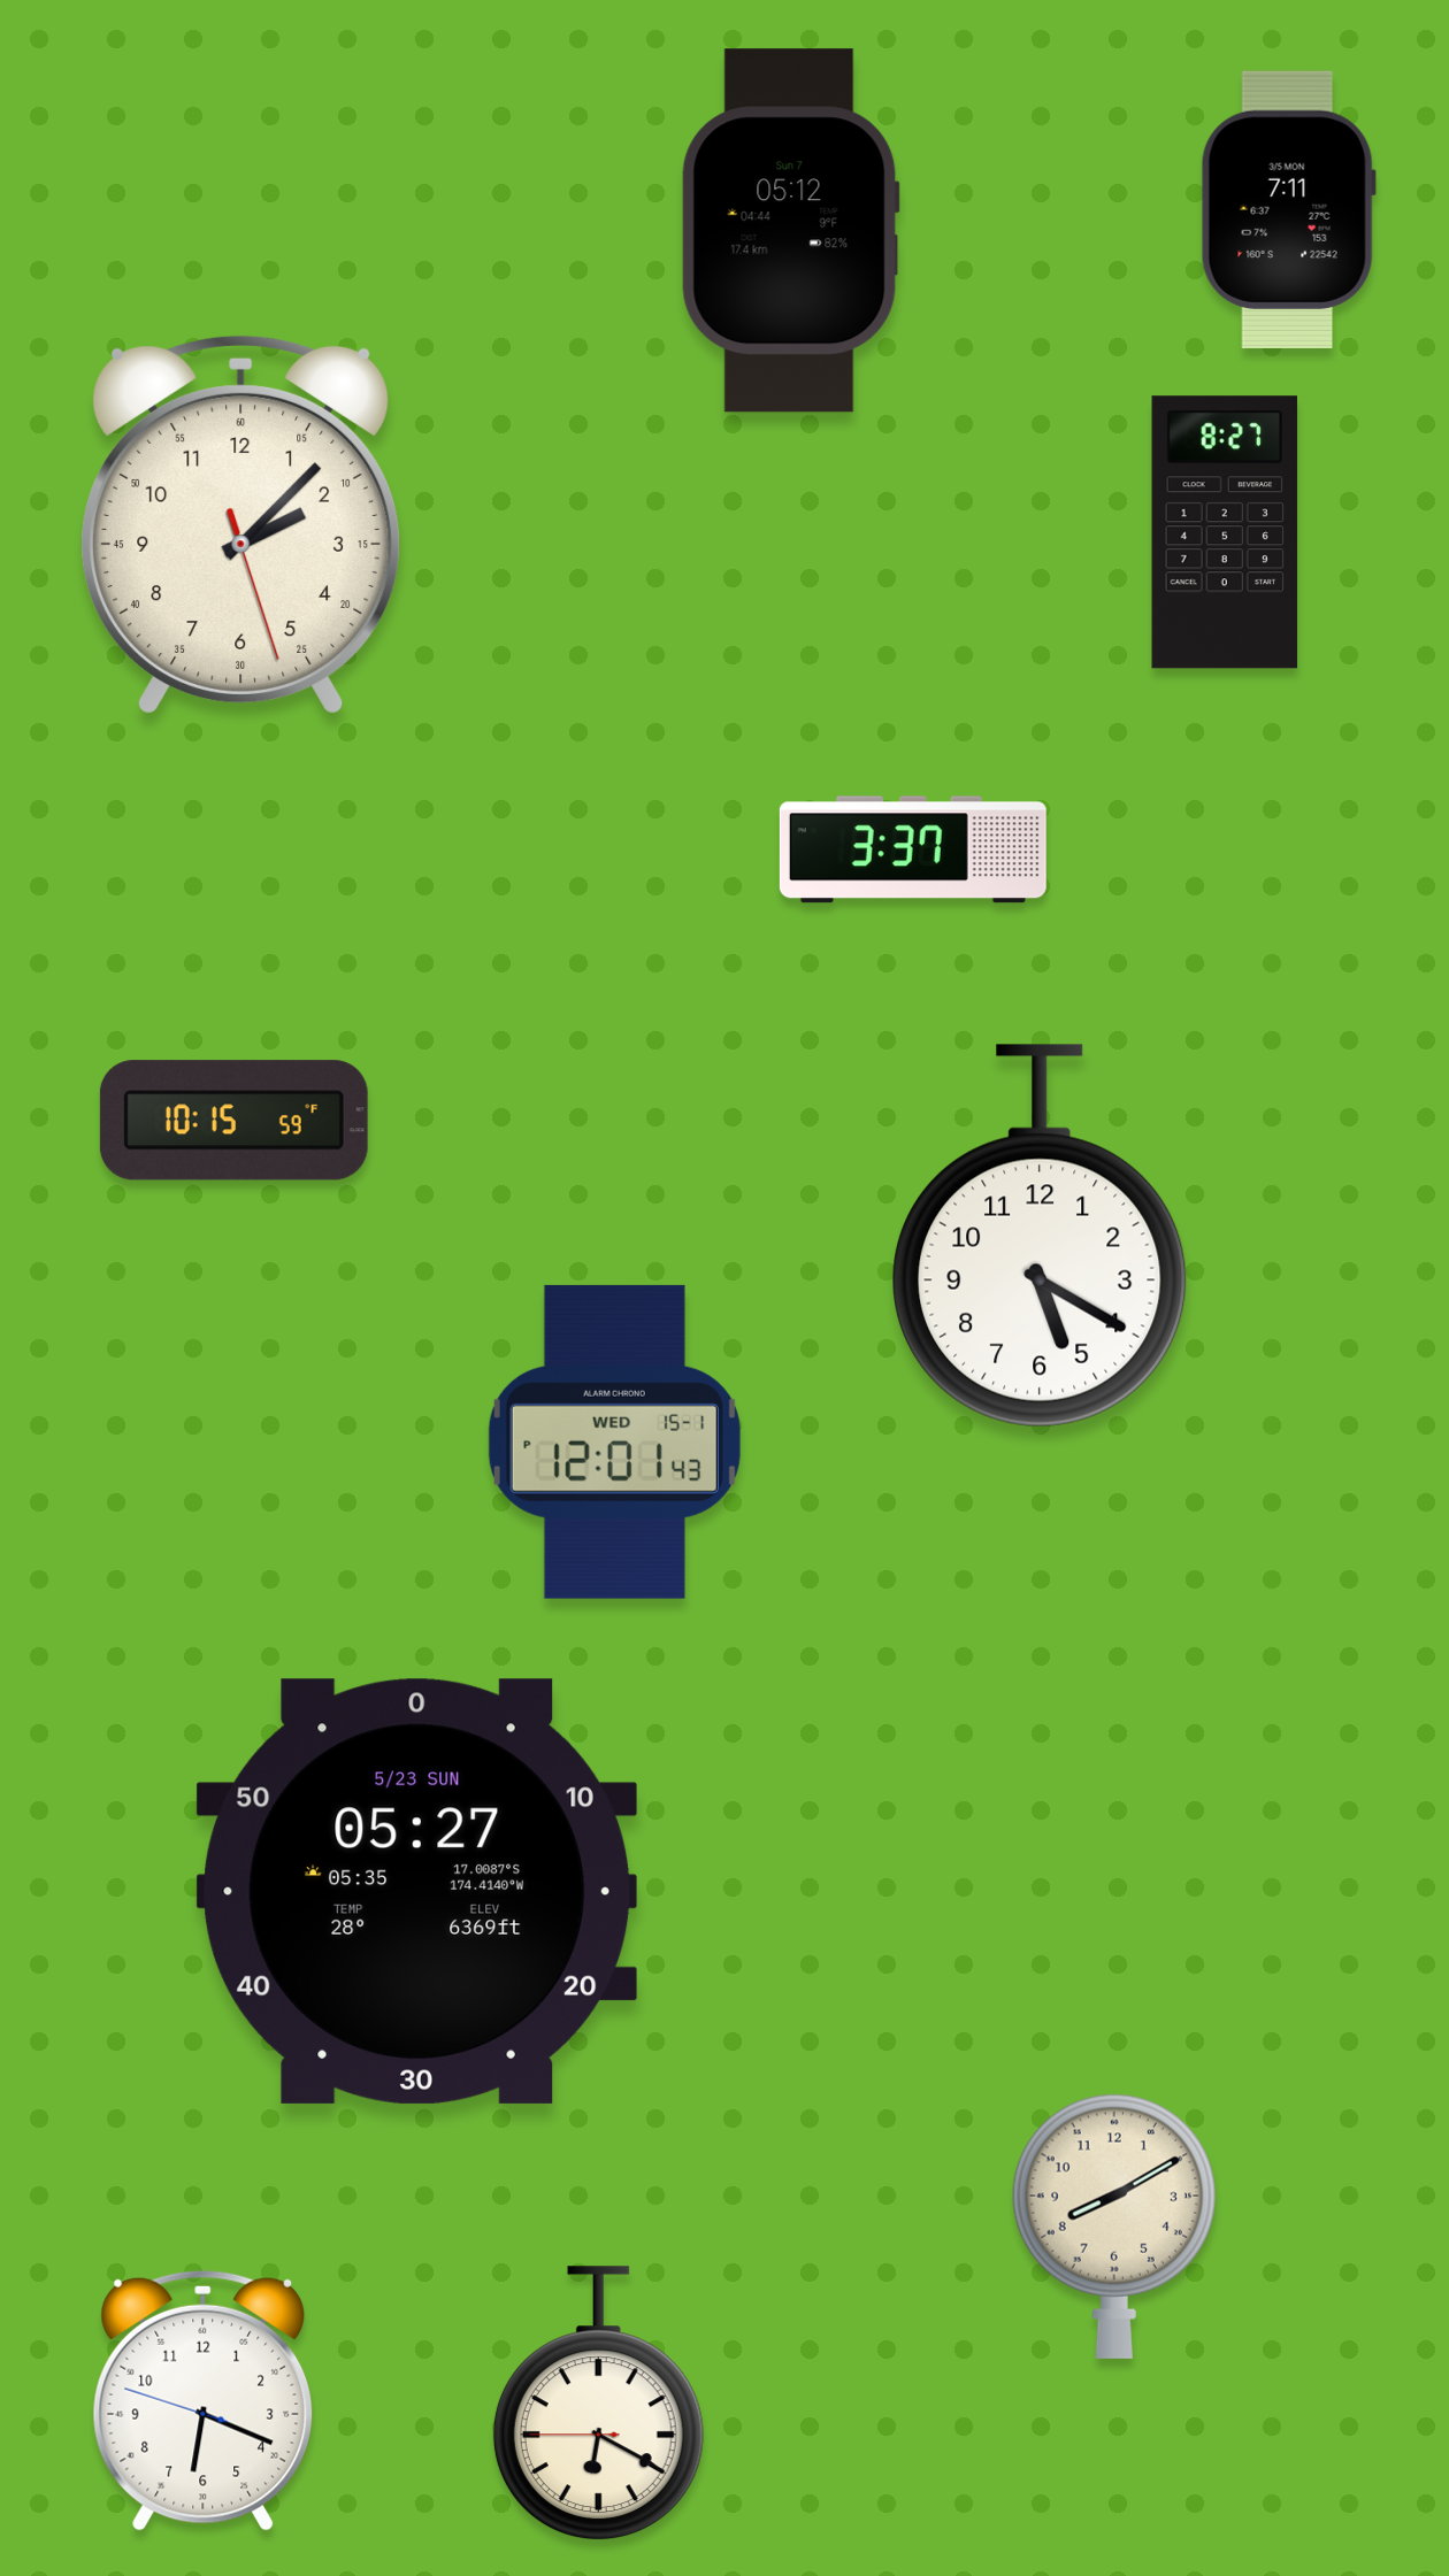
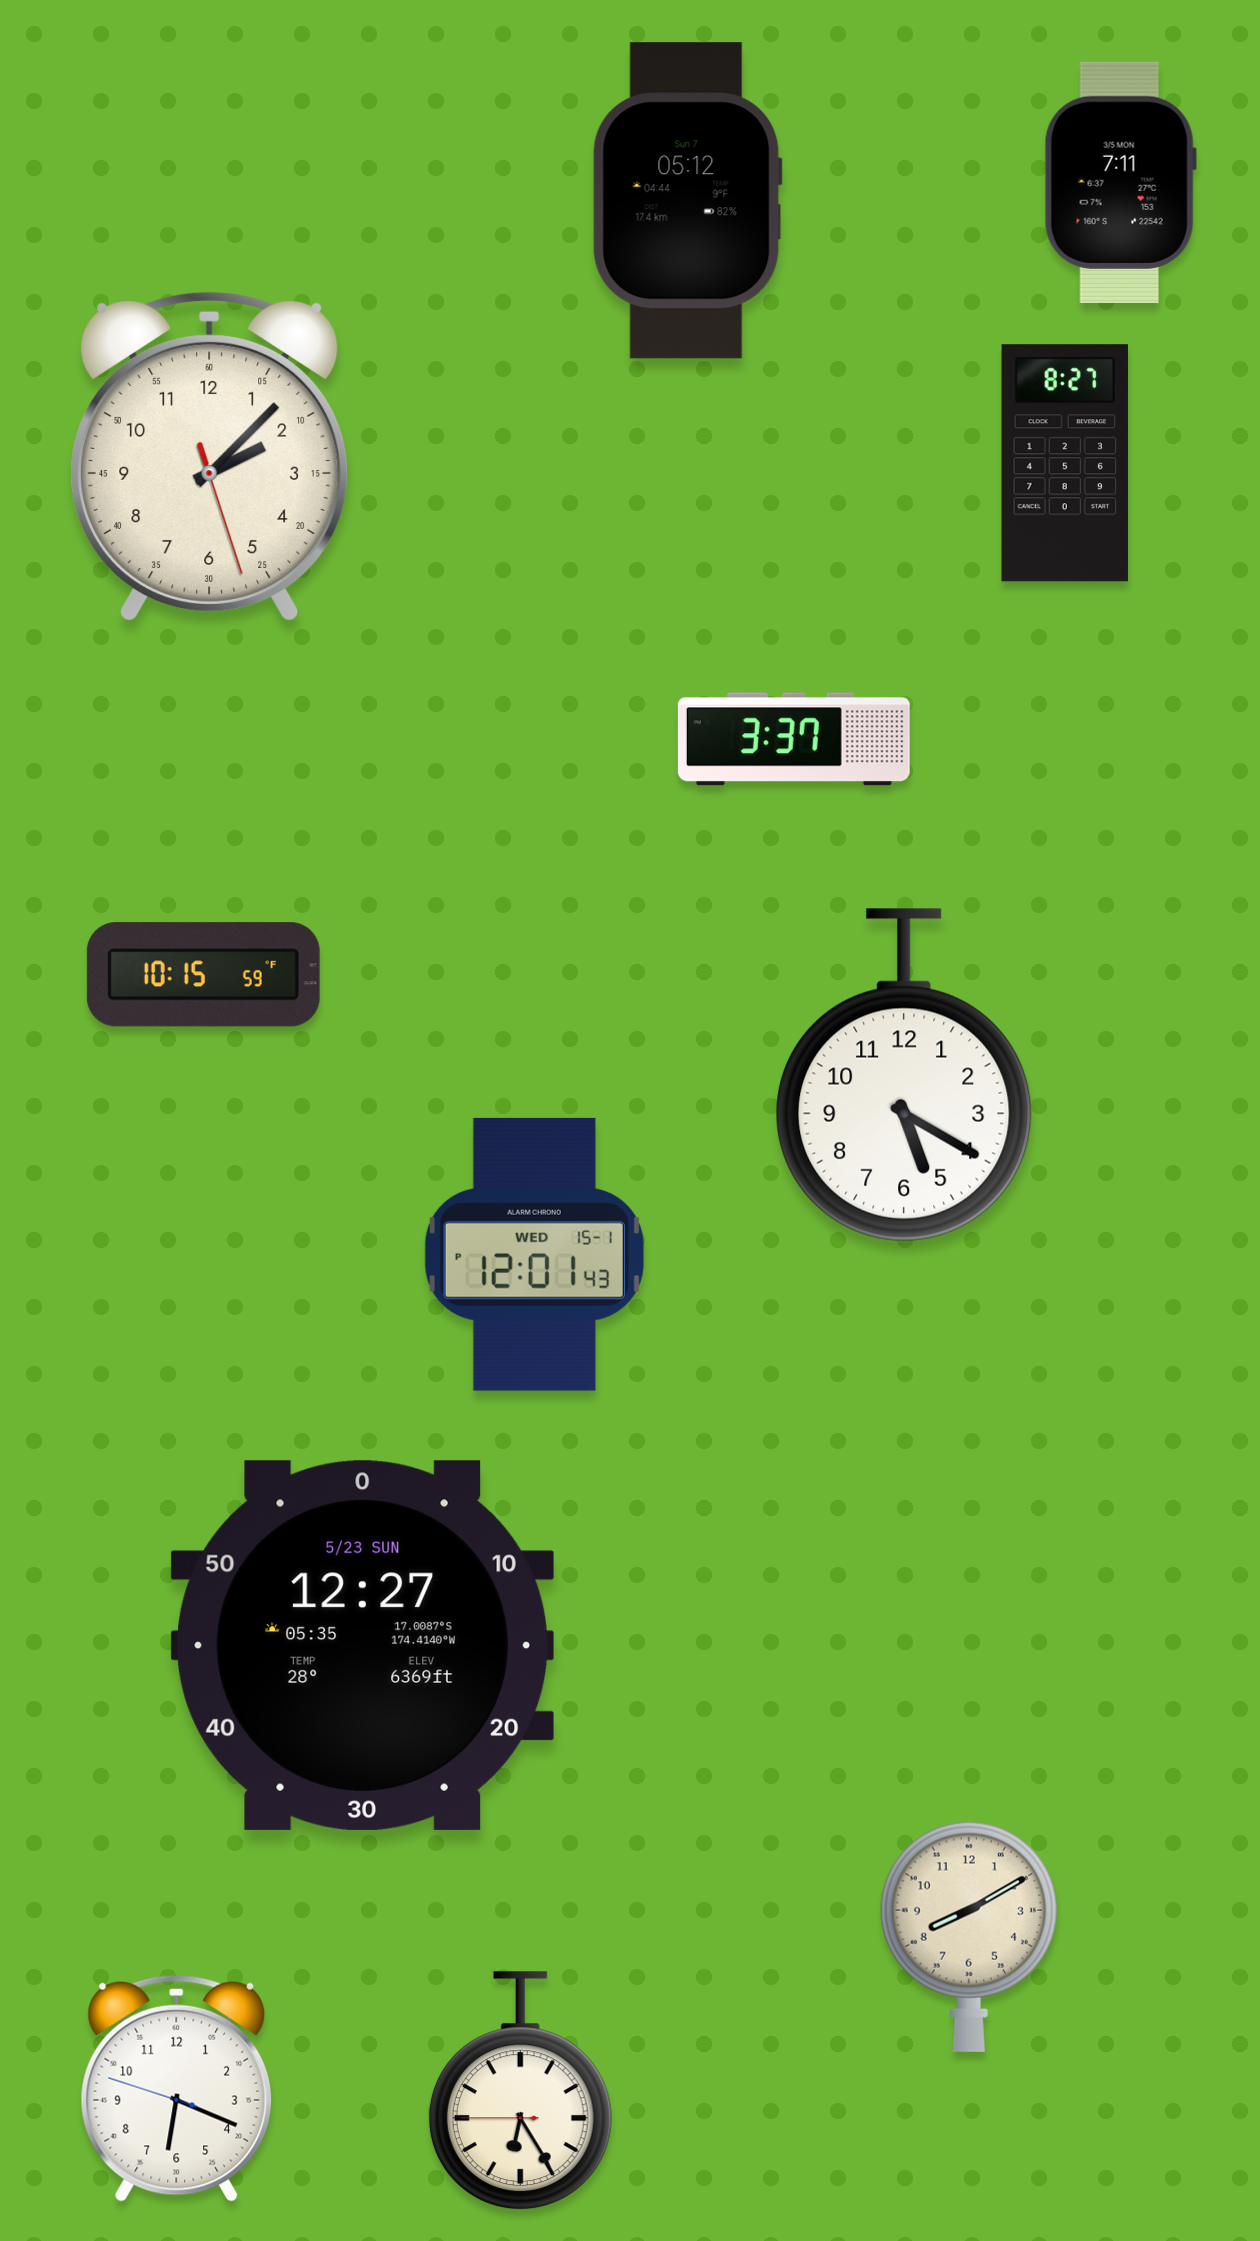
clock at (416, 1891): 05:27 -> 12:27
clock at (598, 2404): 6:19 -> 6:24
